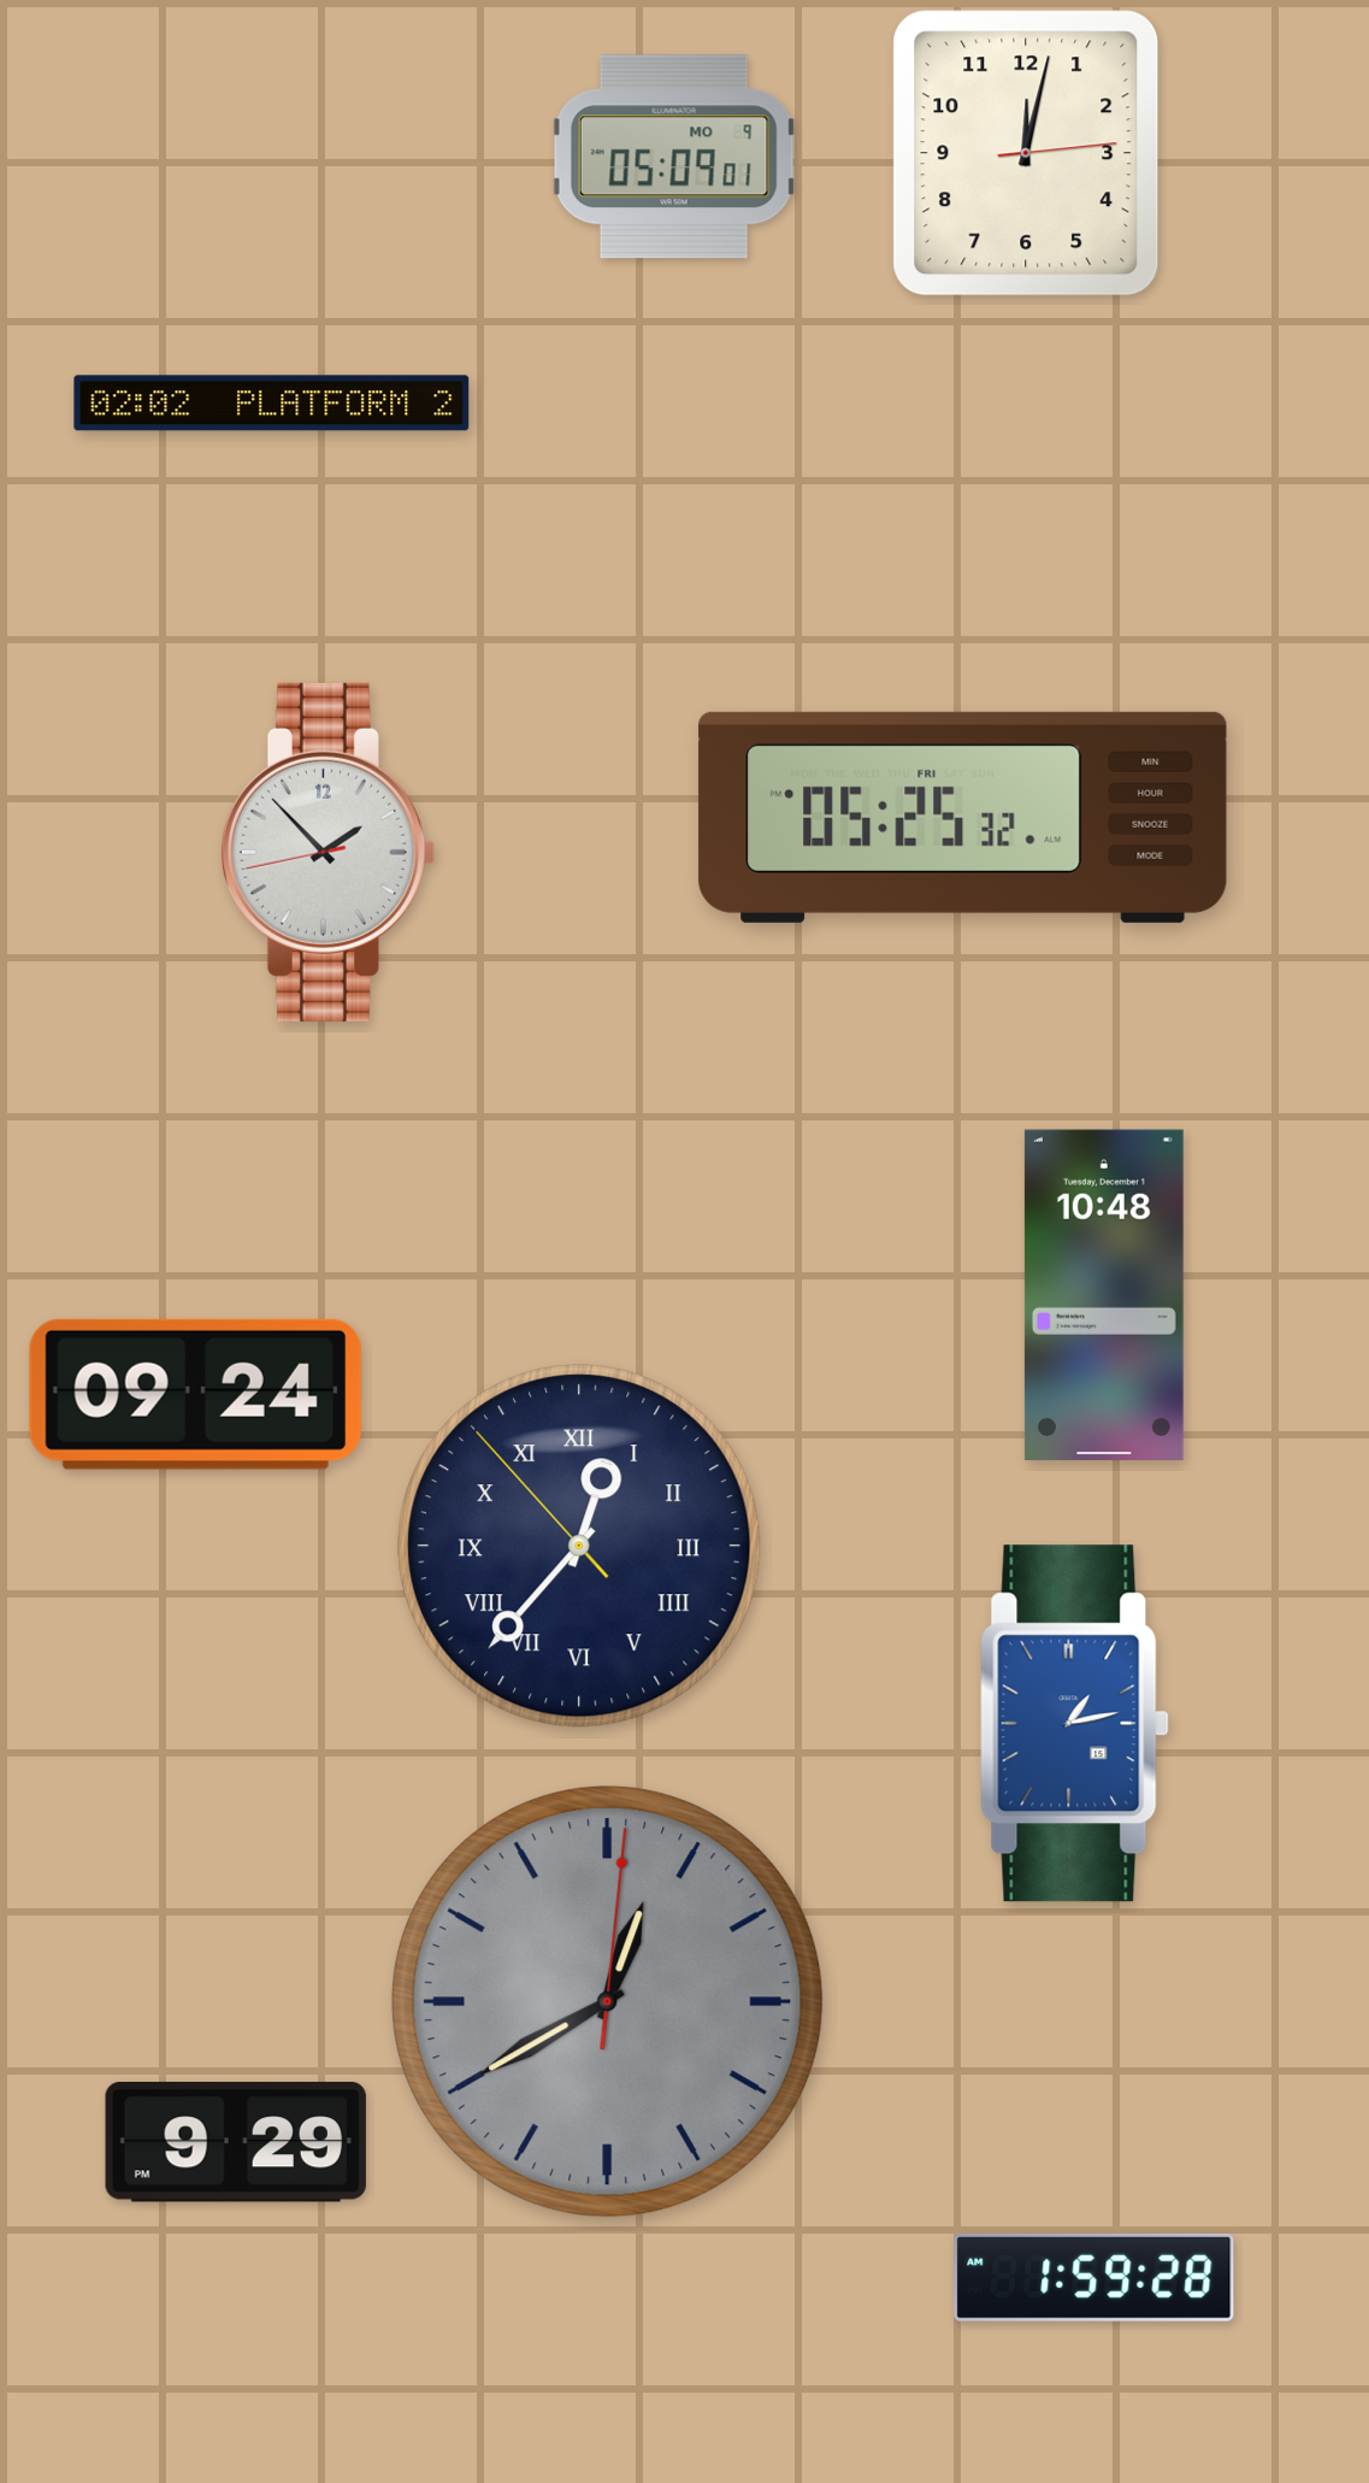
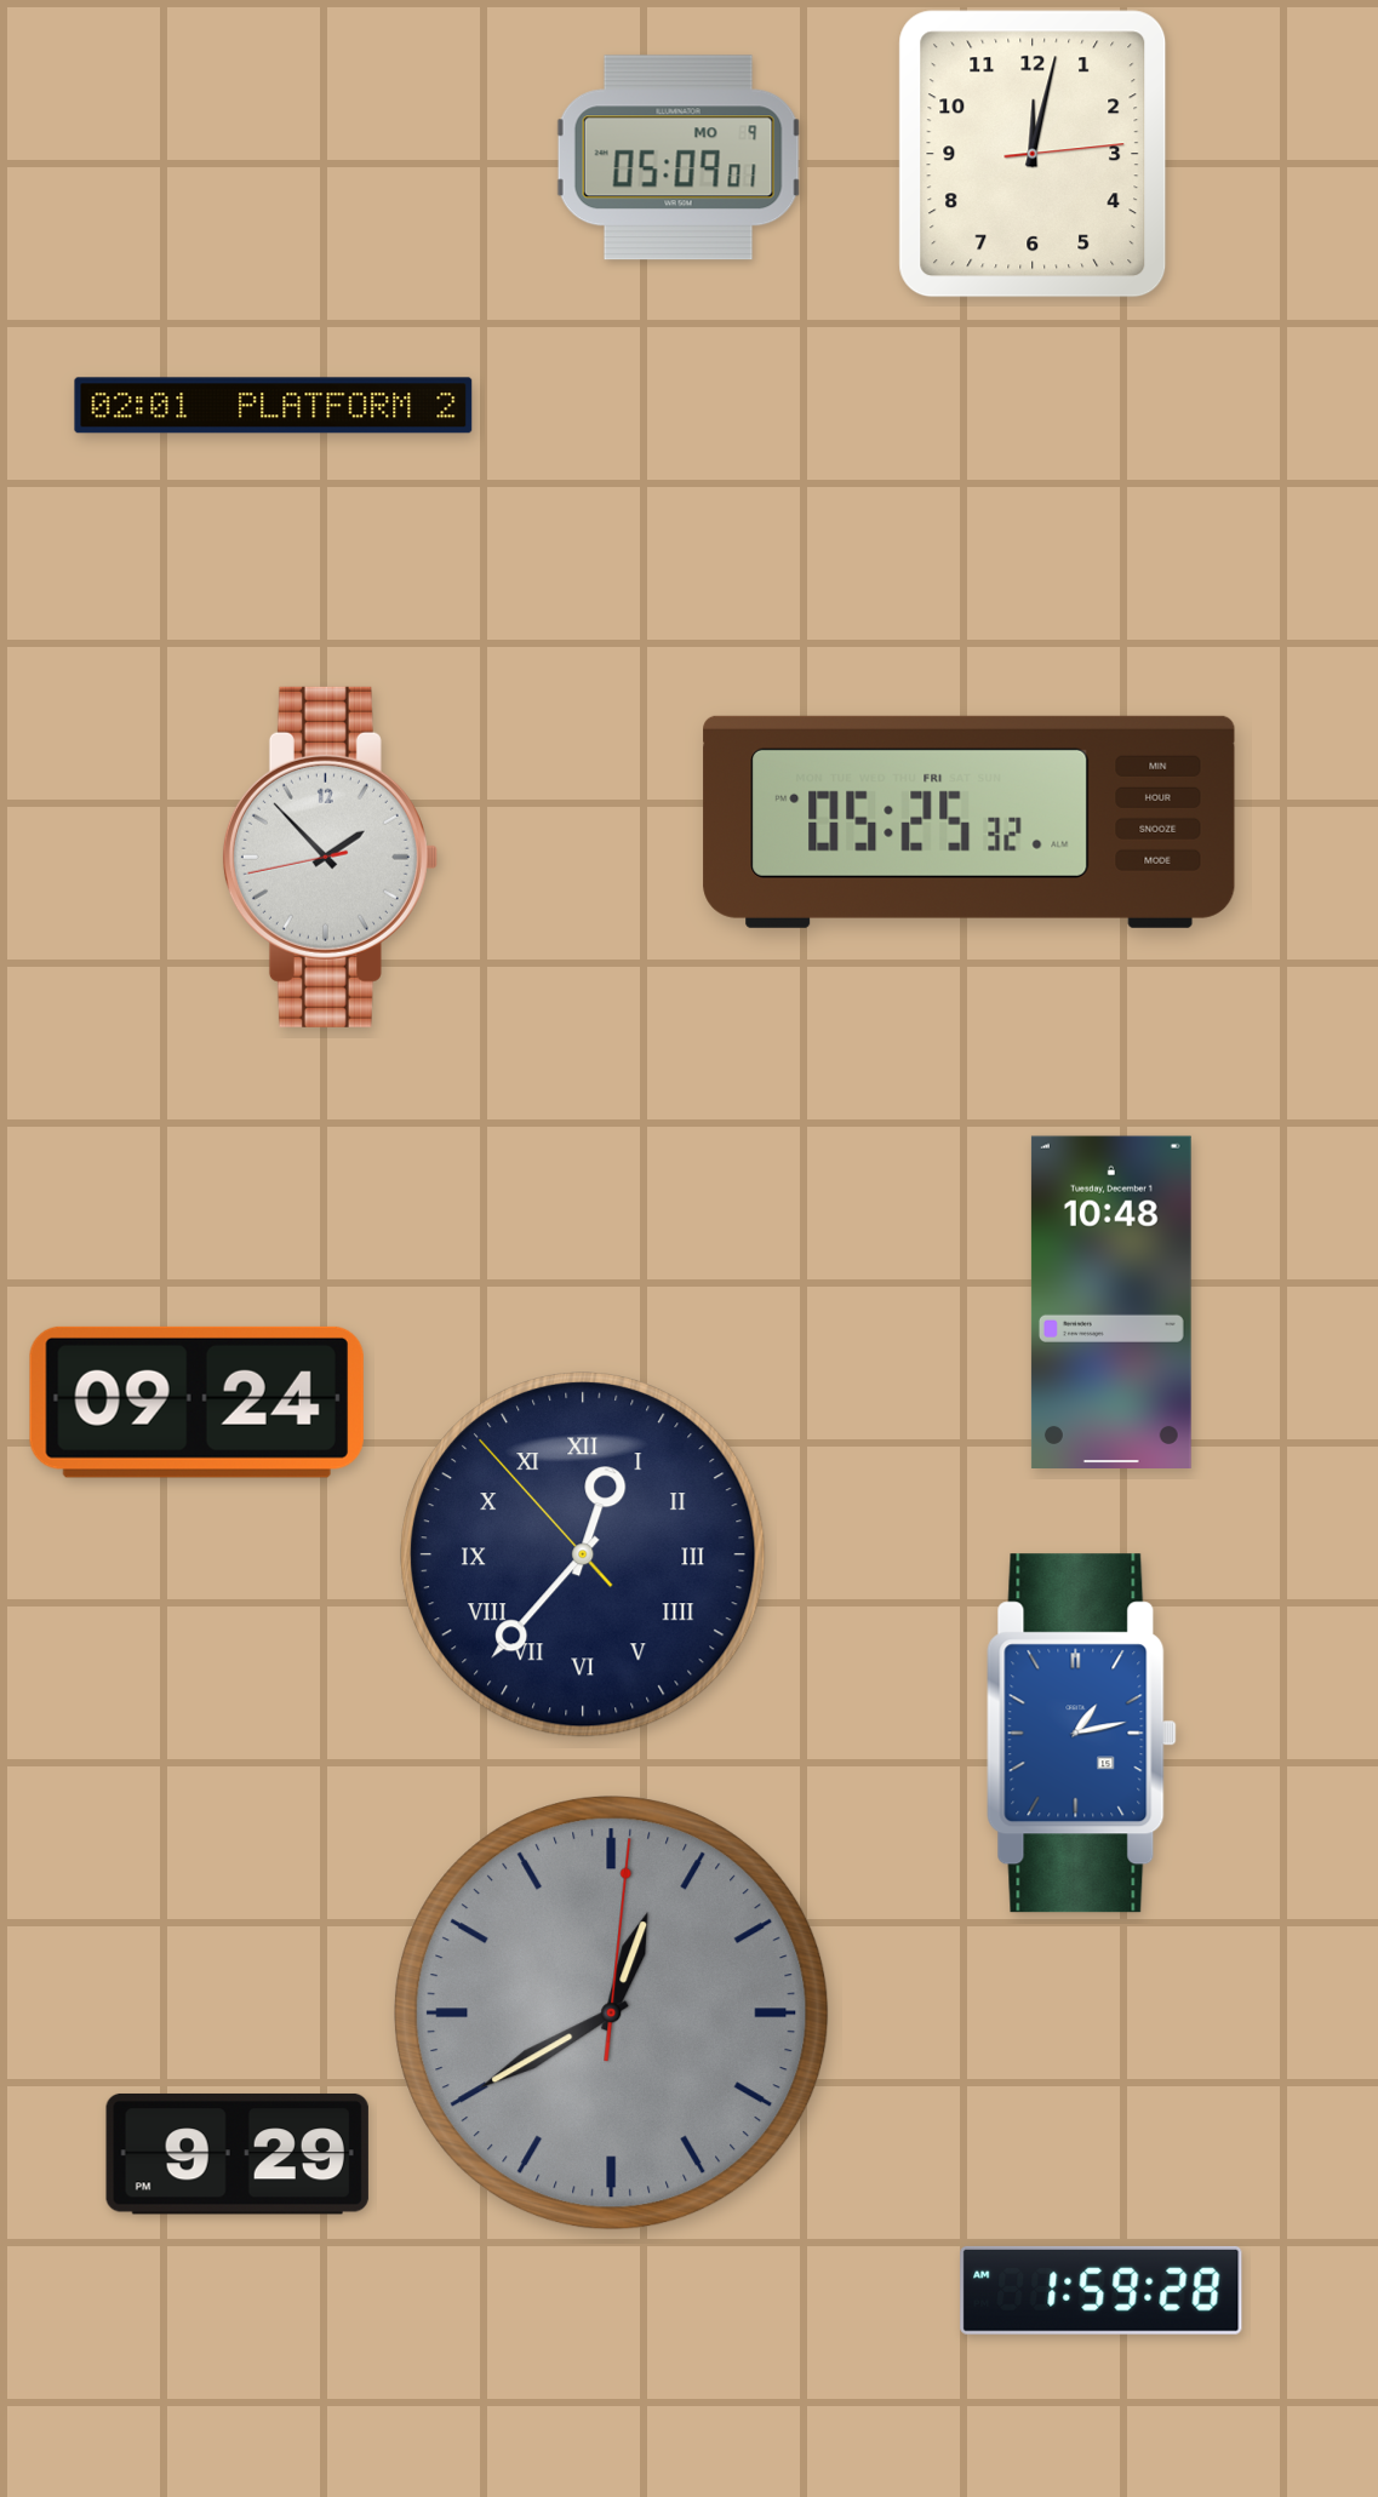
clock at (272, 404): 02:02 -> 02:01
